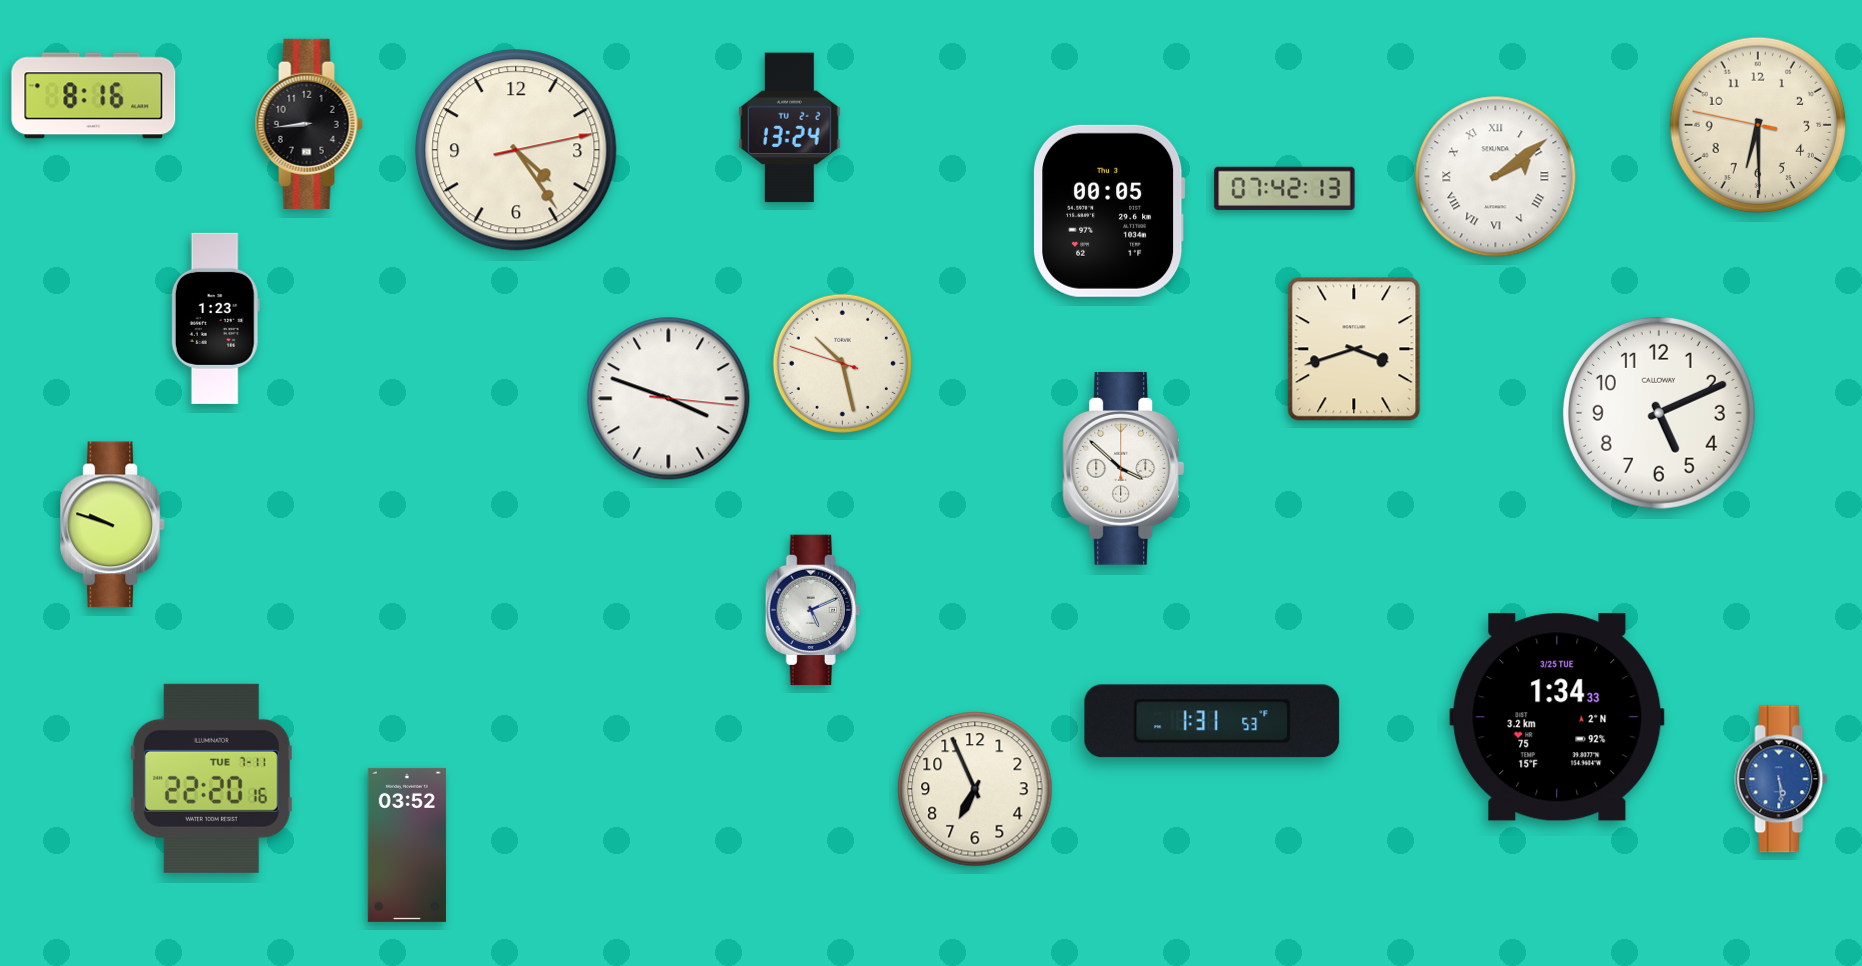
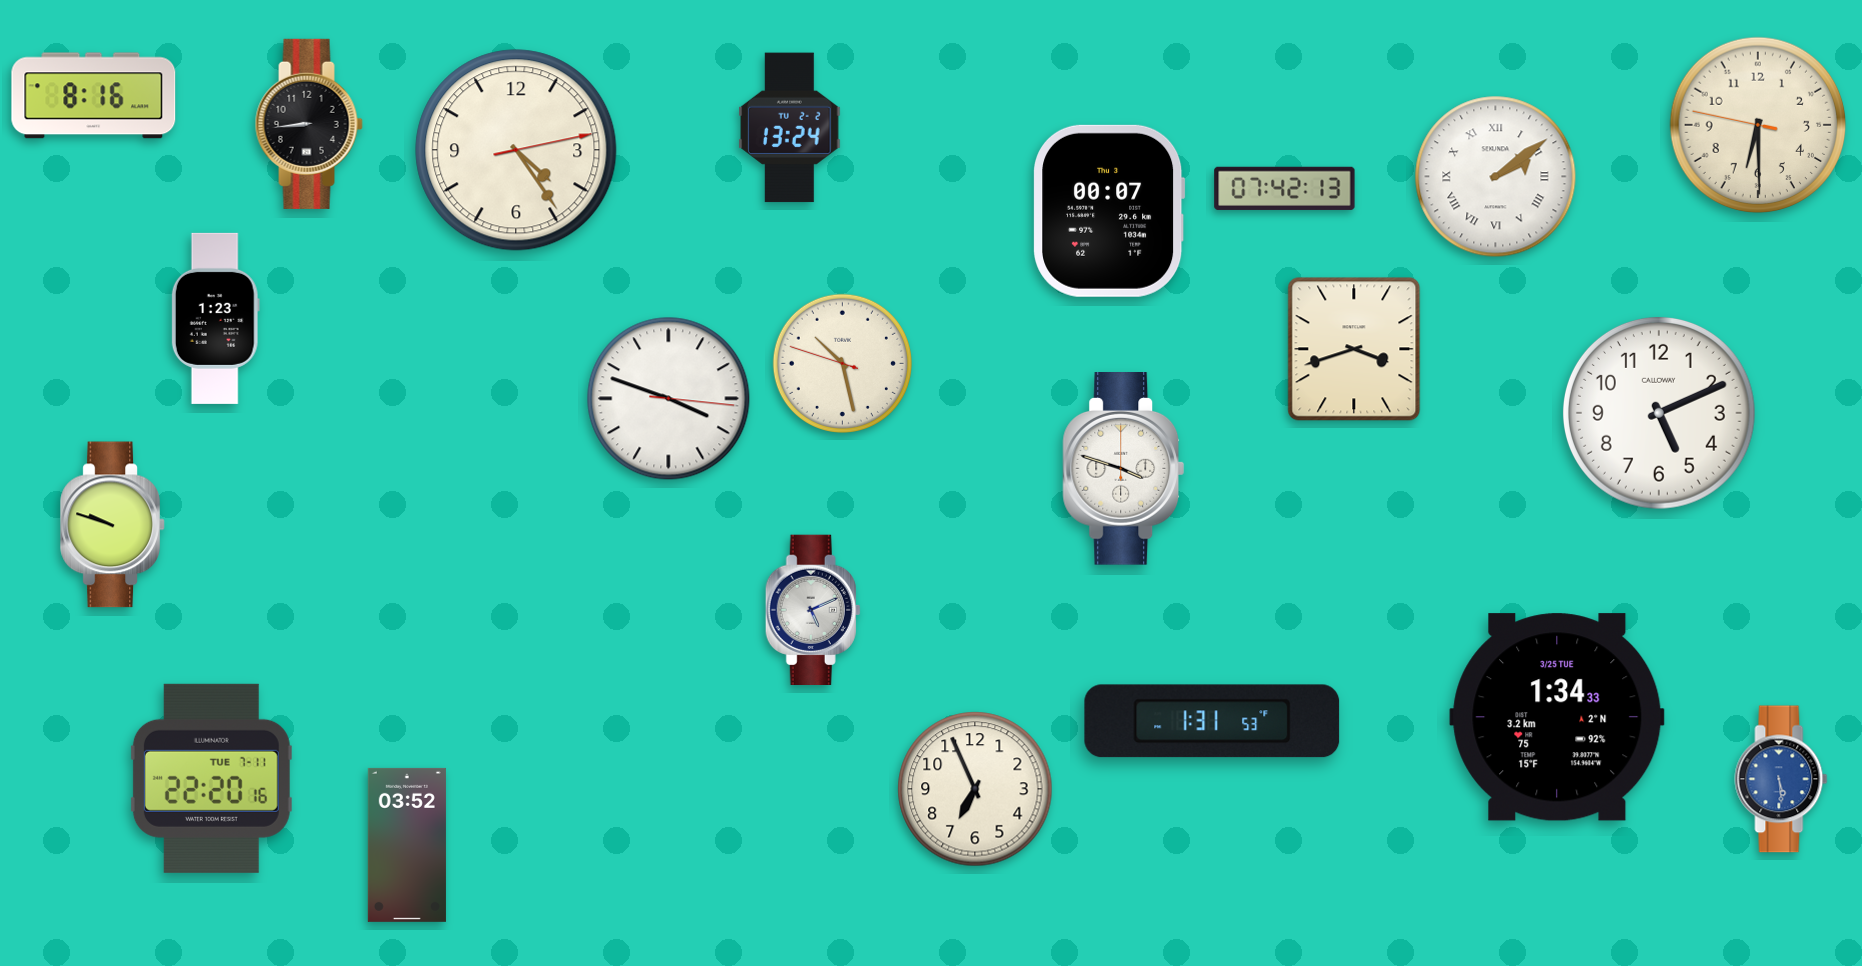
clock at (1109, 211): 00:05 -> 00:07
clock at (1124, 469): 3:52 -> 3:48
